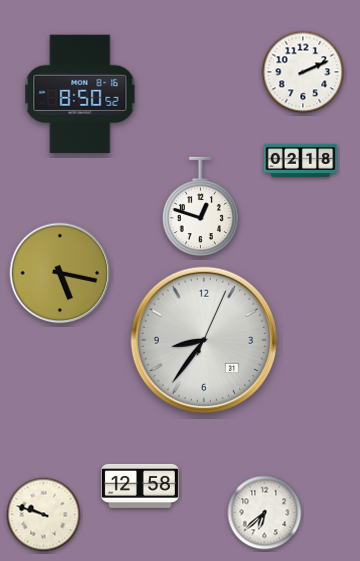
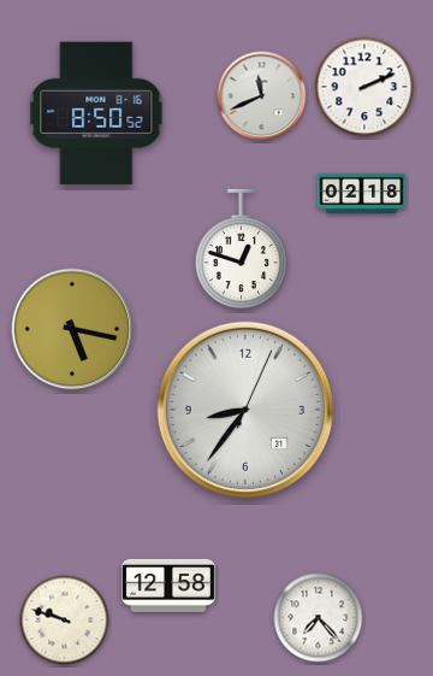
clock at (262, 96): none -> 11:41
clock at (265, 513): 6:38 -> 7:23
clock at (44, 515) position: (44, 515) -> (65, 621)
